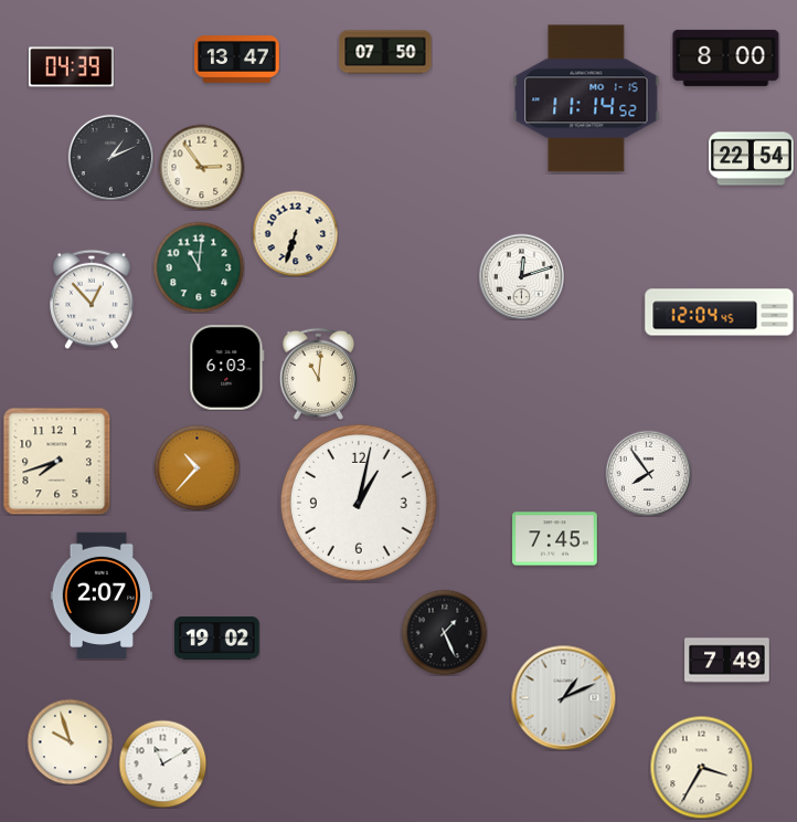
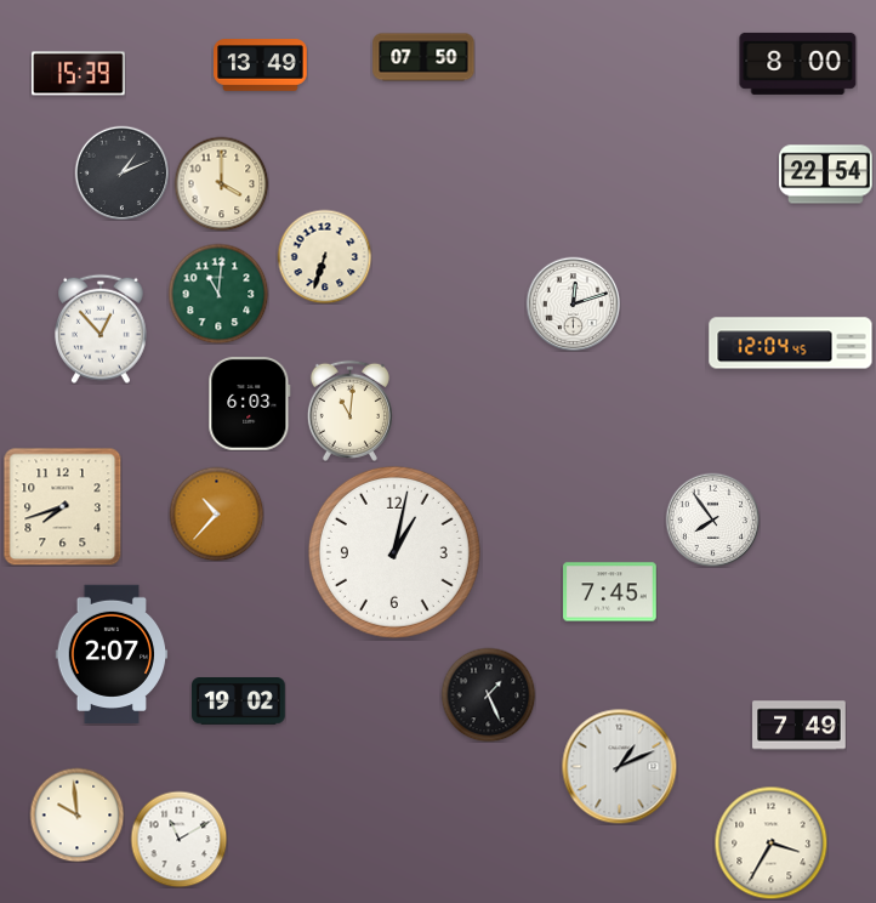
clock at (237, 60): 13:47 -> 13:49
clock at (72, 67): 04:39 -> 15:39
clock at (586, 98): 11:14 -> none
clock at (201, 167): 2:54 -> 4:00
clock at (70, 741): 9:57 -> 9:59
